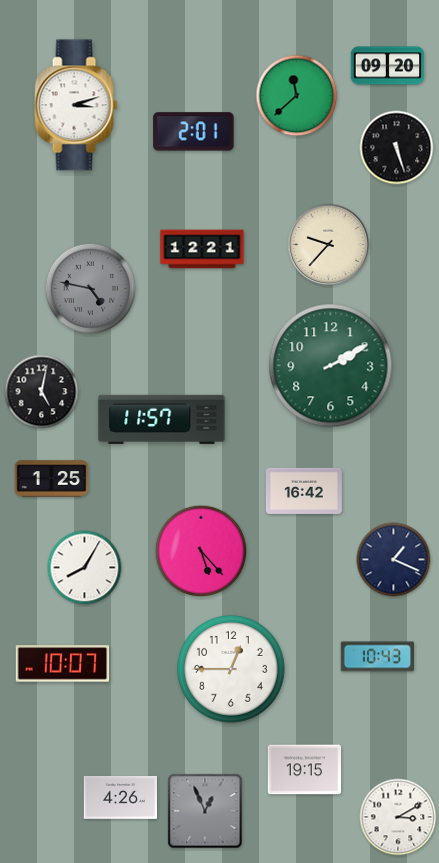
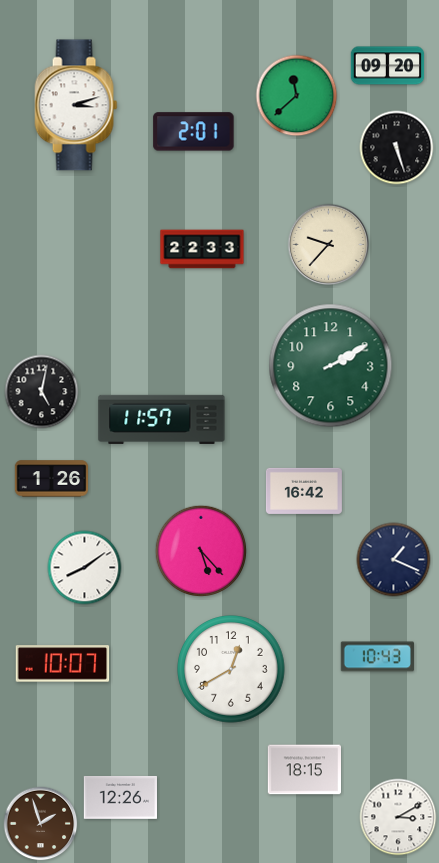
clock at (202, 249): 12:21 -> 22:33
clock at (91, 289): 4:47 -> none
clock at (52, 479): 1:25 -> 1:26
clock at (85, 568): 8:05 -> 8:09
clock at (231, 669): 12:45 -> 12:40
clock at (304, 770): 19:15 -> 18:15
clock at (120, 797): 4:26 -> 12:26
clock at (205, 811): 12:56 -> none
clock at (41, 824): none -> 1:57
